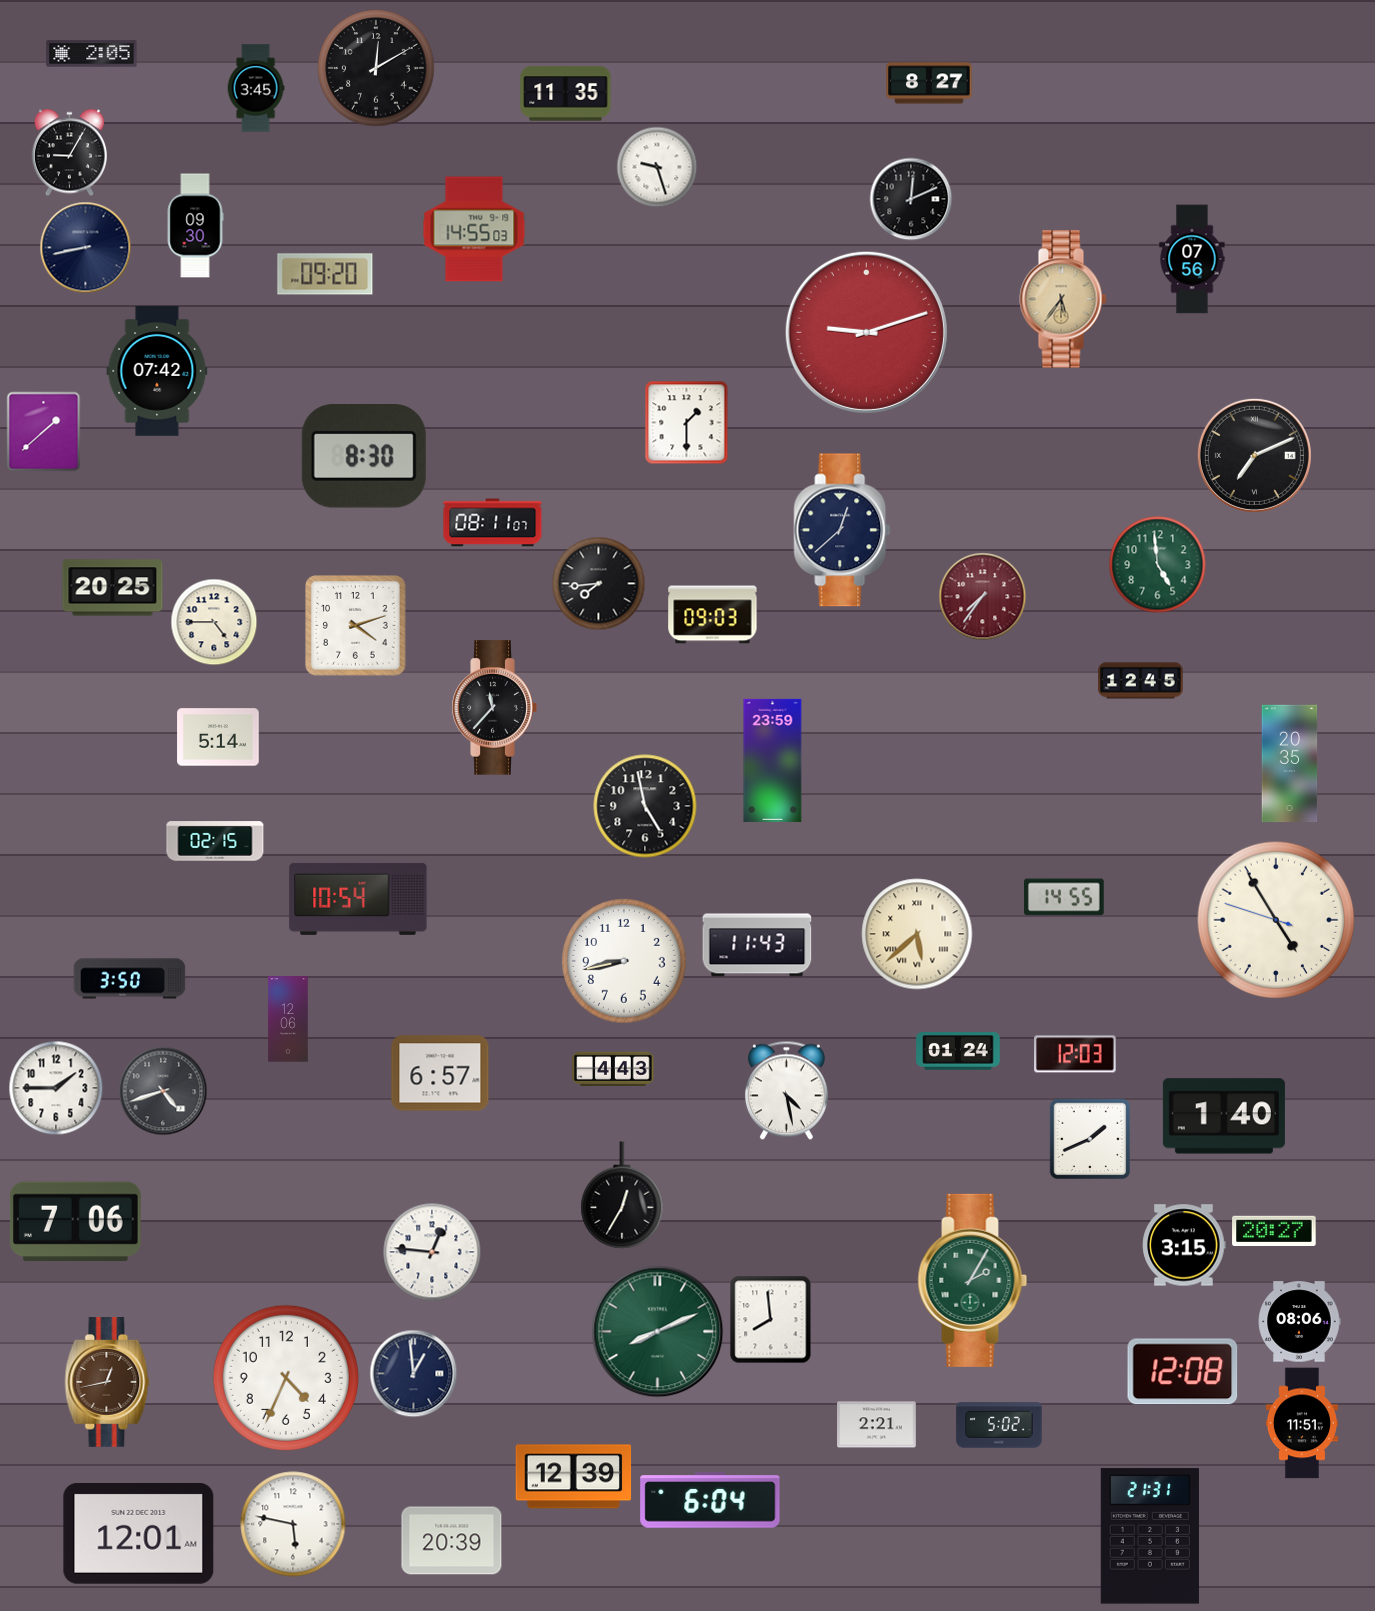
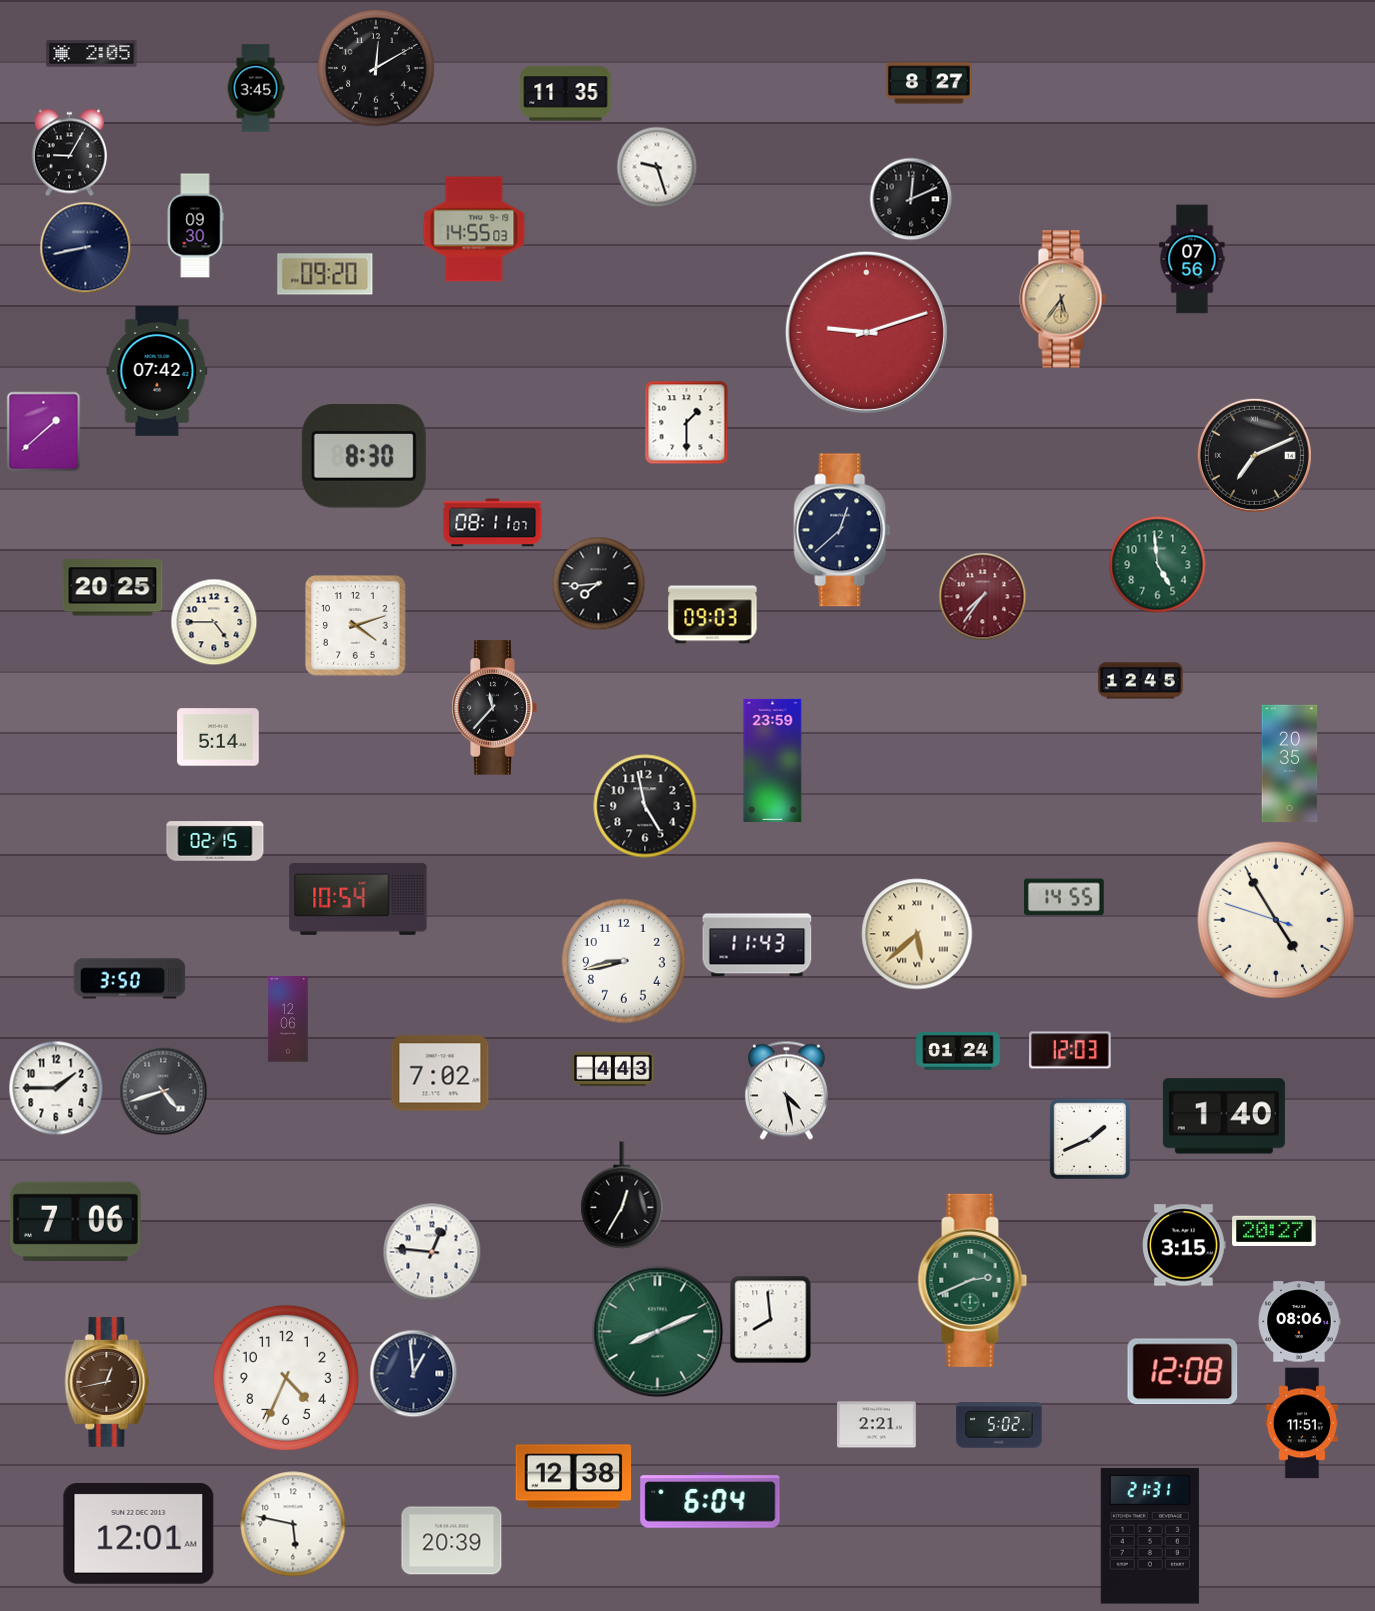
clock at (1075, 1054) position: (1075, 1054) -> (1070, 1050)
clock at (440, 1073): 6:57 -> 7:02
clock at (973, 1280): 2:05 -> 2:41
clock at (574, 1477): 12:39 -> 12:38
